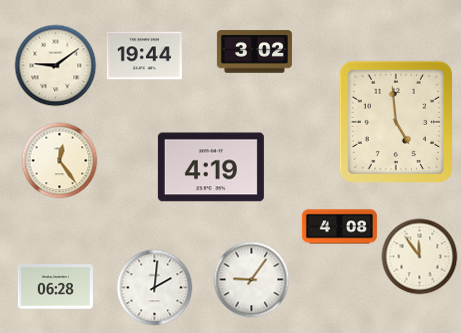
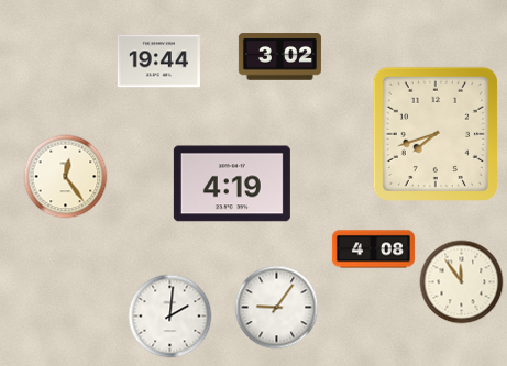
clock at (56, 66): 9:09 -> none
clock at (396, 122): 4:59 -> 7:42
clock at (55, 287): 06:28 -> none
